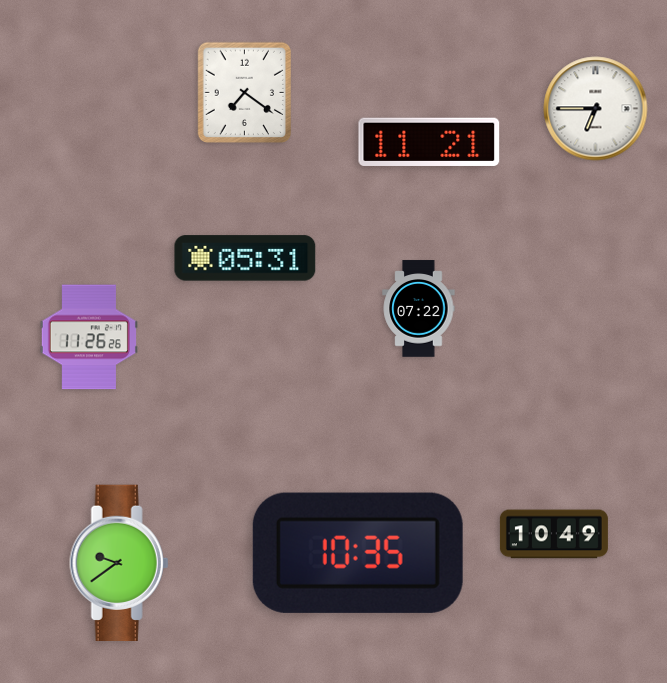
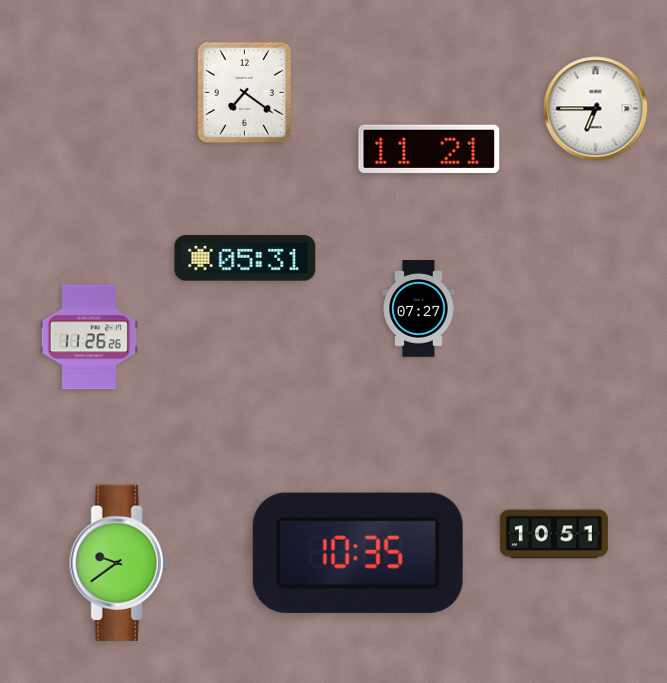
clock at (429, 142) position: (429, 142) -> (429, 149)
clock at (419, 309): 07:22 -> 07:27
clock at (554, 534): 10:49 -> 10:51
